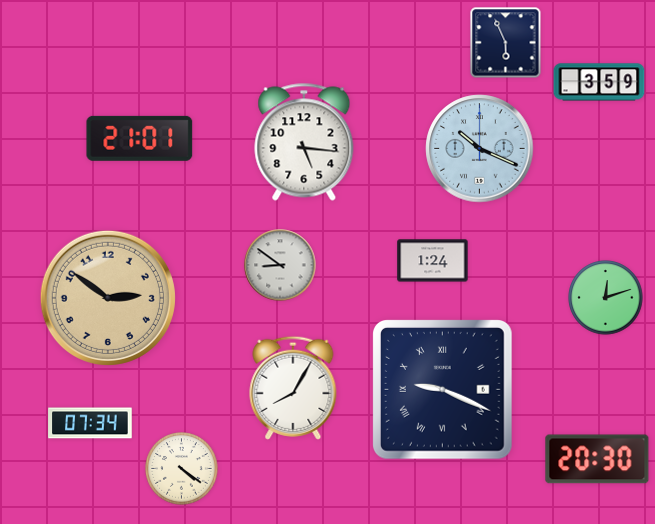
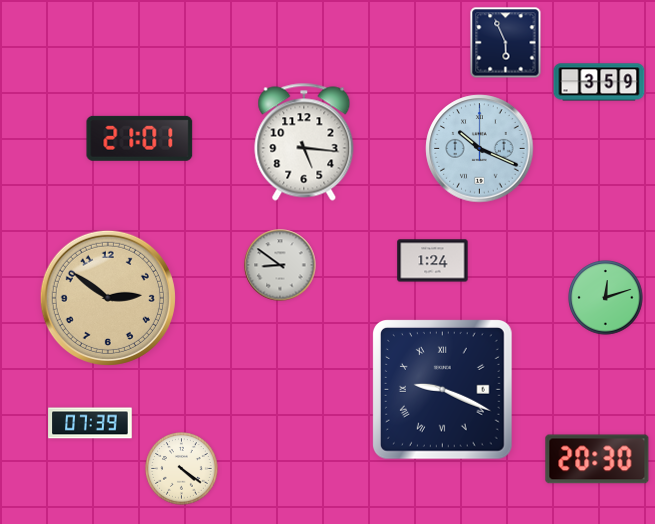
clock at (293, 388): 8:05 -> none
clock at (90, 423): 07:34 -> 07:39
